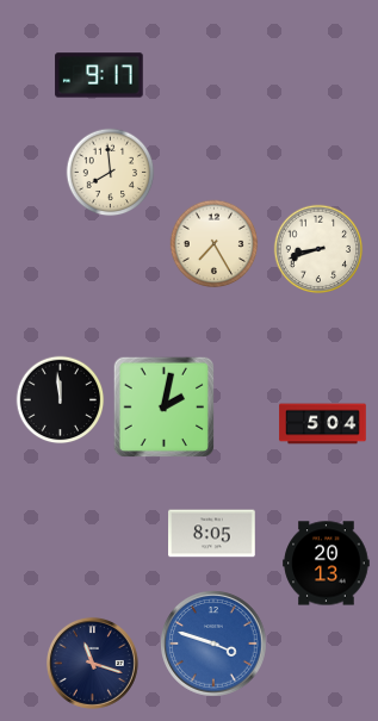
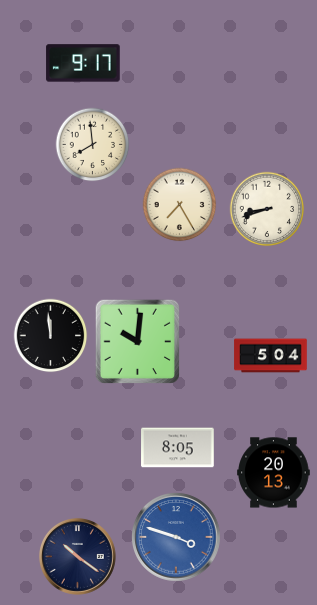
clock at (165, 406): 2:02 -> 10:01
clock at (213, 644) position: (213, 644) -> (176, 537)
clock at (92, 663): 11:18 -> 10:21
